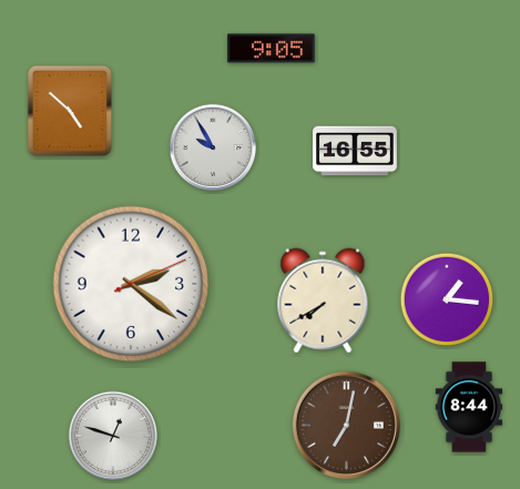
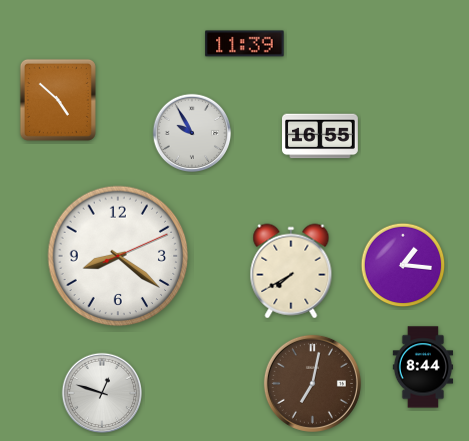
clock at (272, 49): 9:05 -> 11:39
clock at (70, 111) position: (70, 111) -> (58, 100)
clock at (131, 284): 2:21 -> 8:21
clock at (447, 299) position: (447, 299) -> (403, 265)
